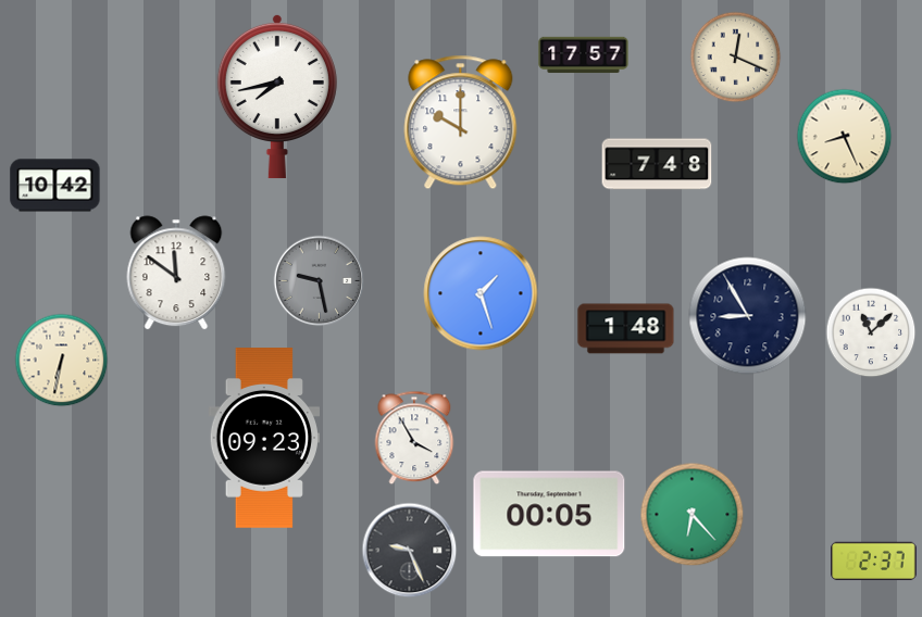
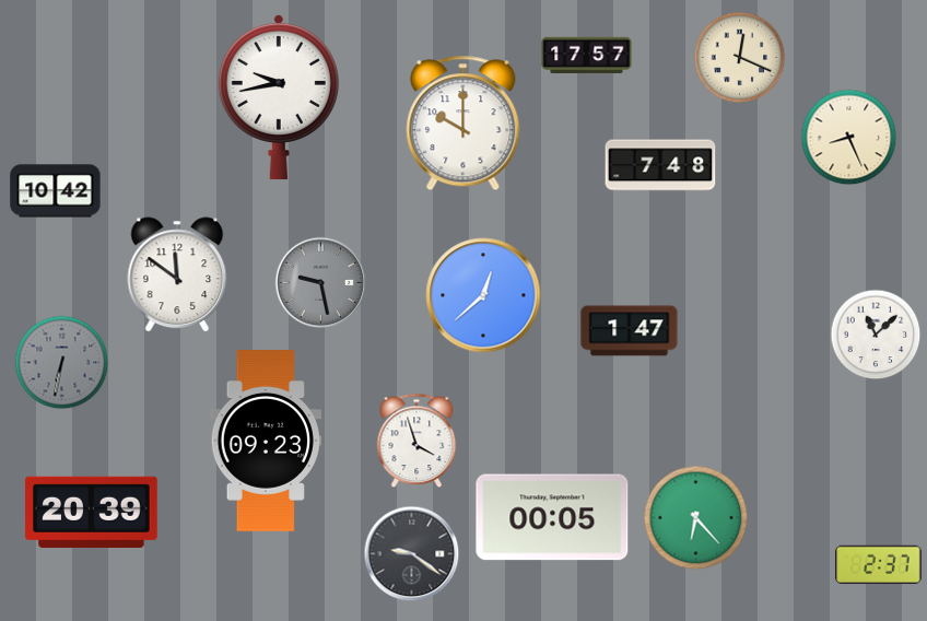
clock at (277, 97): 7:43 -> 9:43
clock at (55, 186) position: (55, 186) -> (56, 191)
clock at (481, 293): 1:27 -> 12:38
clock at (748, 316): 8:55 -> none
clock at (626, 329): 1:48 -> 1:47
clock at (61, 360) dial: cream -> grey
clock at (414, 438): 3:55 -> 3:57
clock at (92, 512): none -> 20:39
clock at (409, 550): 9:26 -> 9:21
